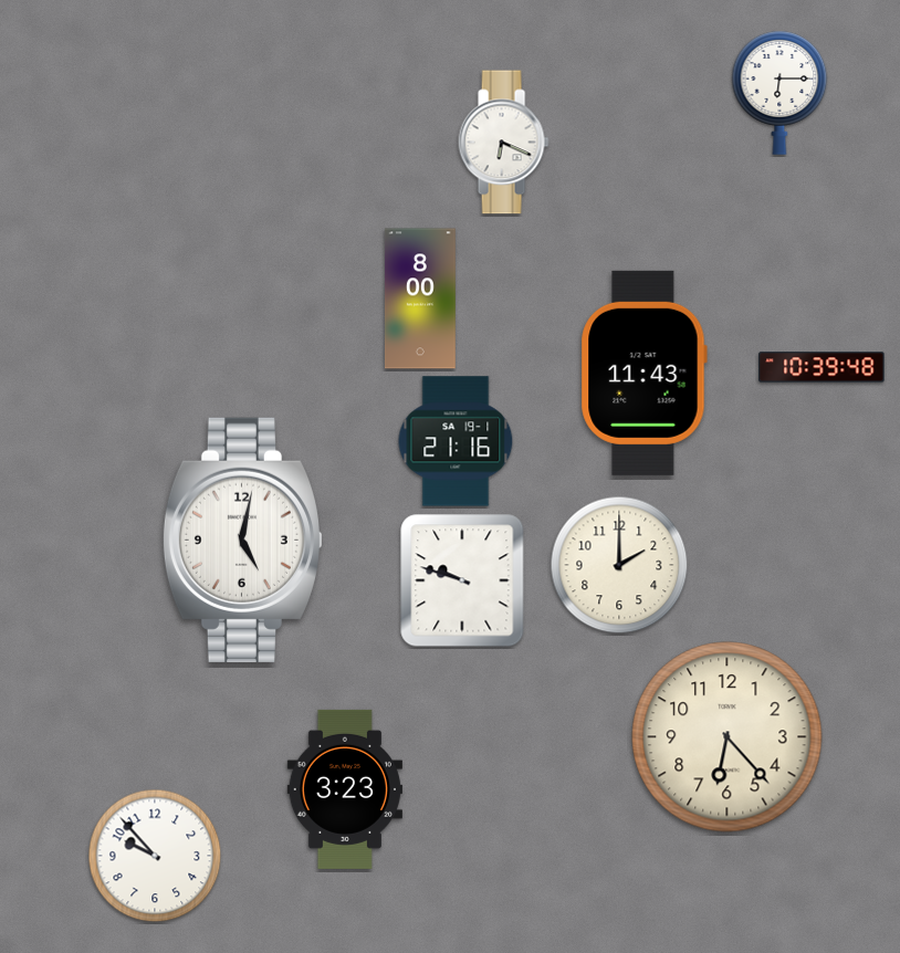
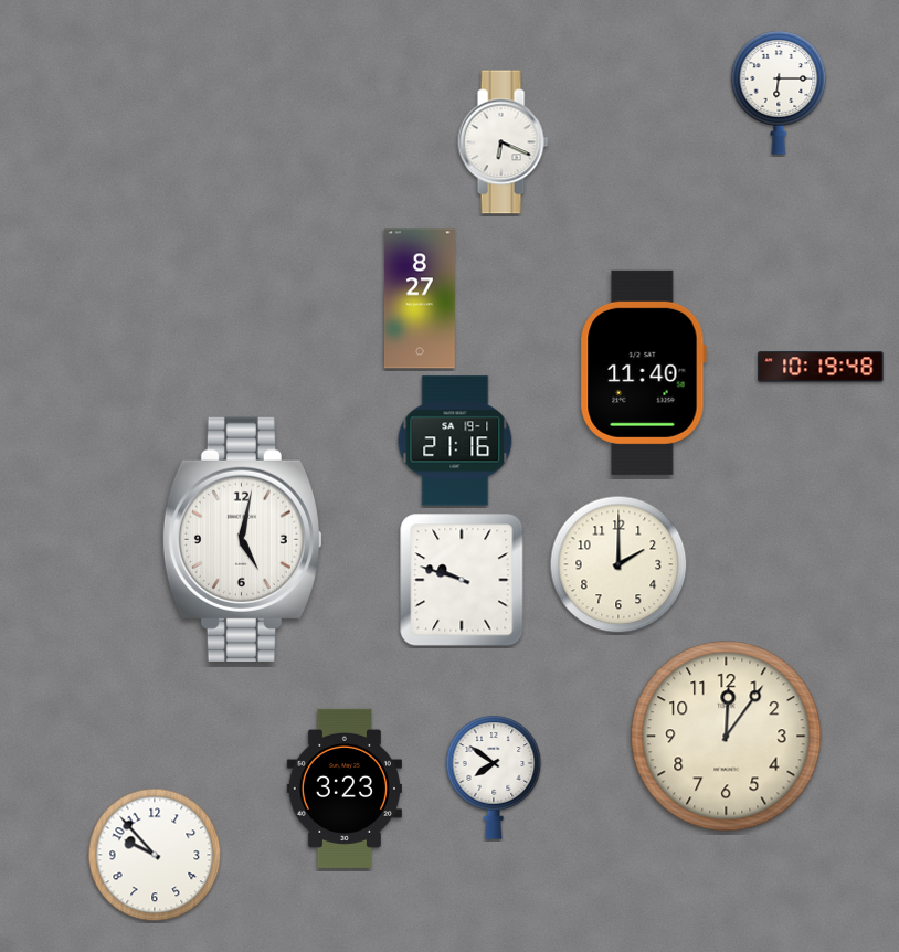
clock at (420, 299): 8:00 -> 8:27
clock at (821, 367): 10:39 -> 10:19
clock at (643, 373): 11:43 -> 11:40
clock at (728, 737): 6:23 -> 12:06
clock at (494, 778): none -> 7:51
